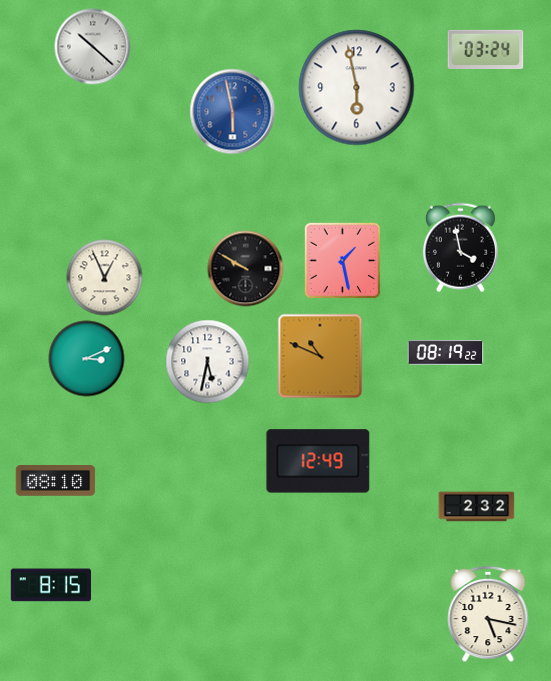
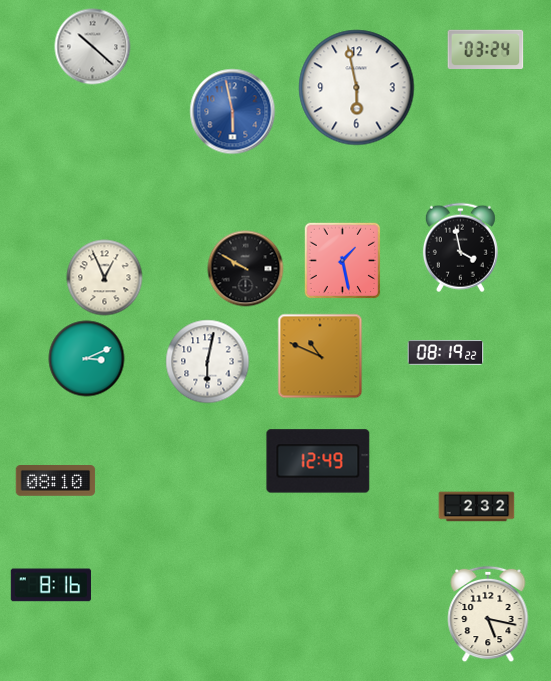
clock at (208, 362): 5:32 -> 6:02
clock at (50, 585): 8:15 -> 8:16
